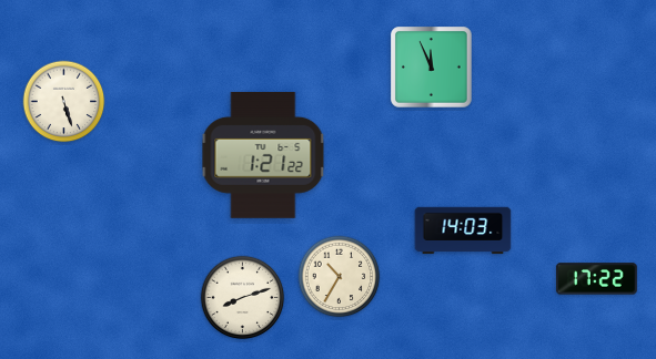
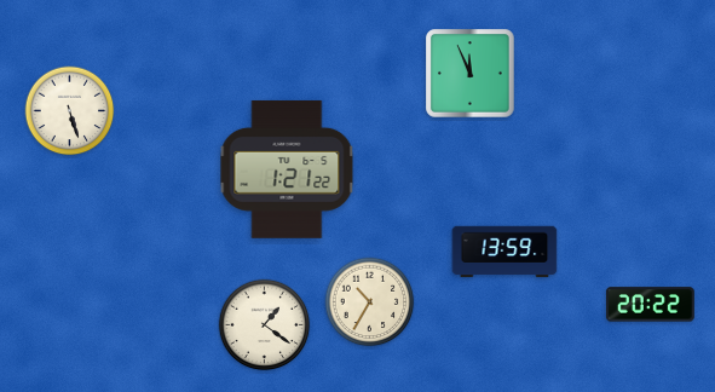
clock at (463, 230): 14:03 -> 13:59
clock at (596, 279): 17:22 -> 20:22
clock at (243, 298): 8:12 -> 1:21
